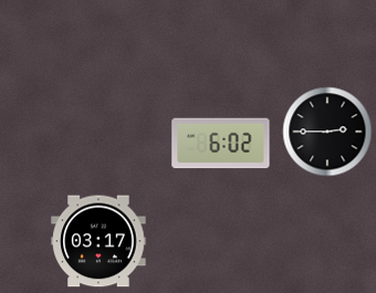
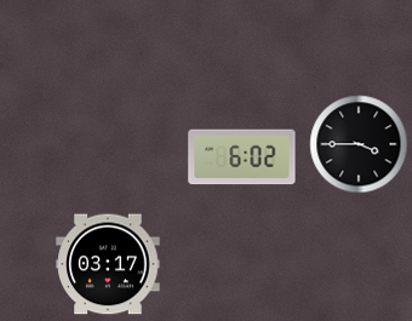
clock at (327, 132): 2:45 -> 3:45
